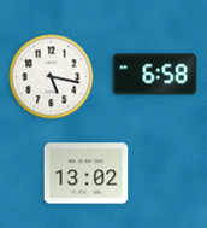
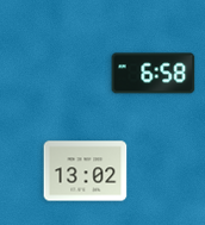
clock at (52, 77): 5:17 -> none
